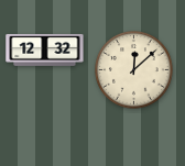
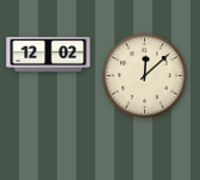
clock at (45, 49): 12:32 -> 12:02
